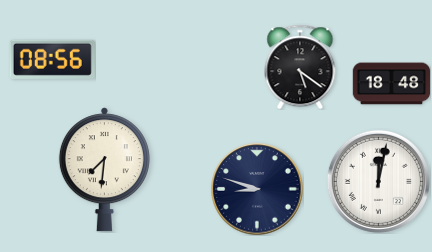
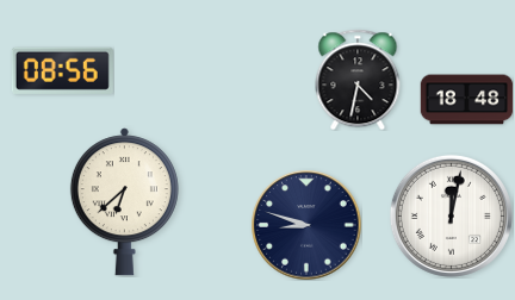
clock at (300, 67): 5:21 -> 4:32
clock at (104, 170): 7:31 -> 6:38
